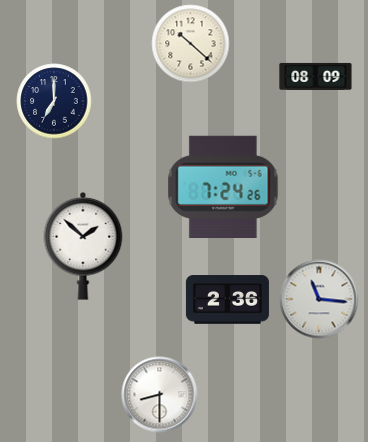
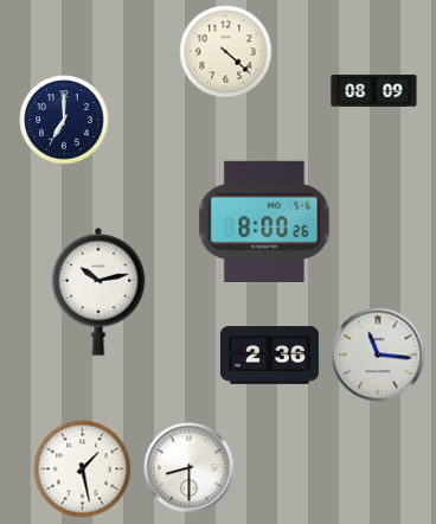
clock at (191, 44): 10:22 -> 4:22
clock at (223, 186): 7:24 -> 8:00
clock at (83, 246): 1:52 -> 10:13
clock at (83, 469): none -> 1:28
